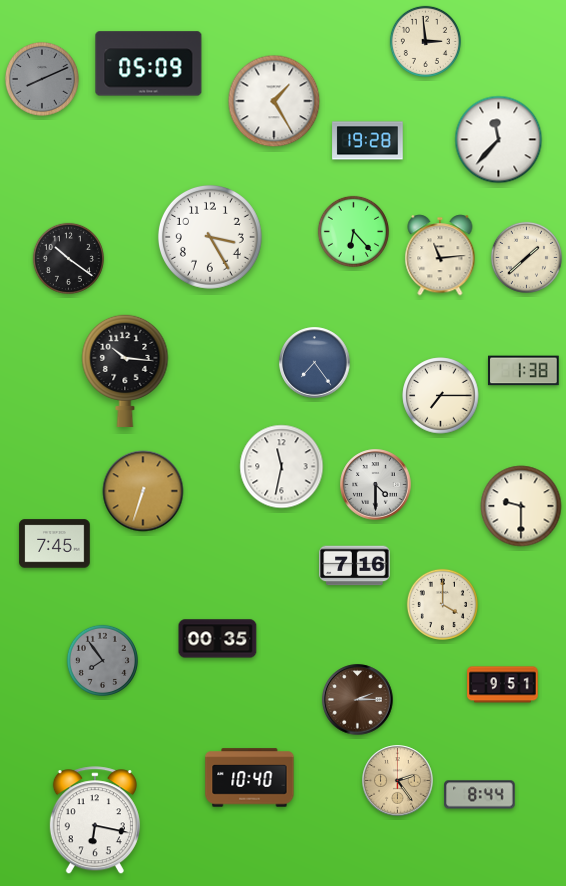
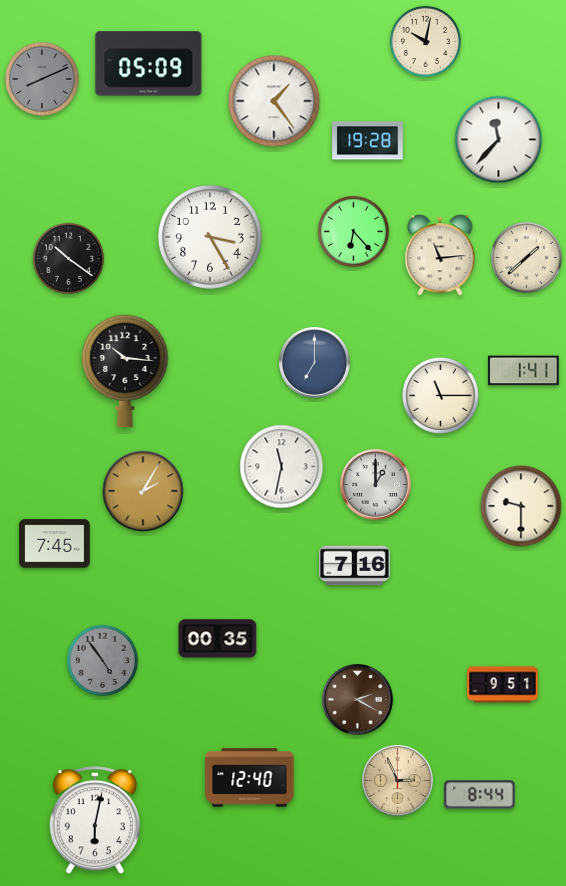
clock at (425, 41): 2:59 -> 10:02
clock at (274, 101): 1:25 -> 1:24
clock at (315, 363): 7:24 -> 7:00
clock at (524, 371): 1:38 -> 1:41
clock at (441, 396): 7:15 -> 11:15
clock at (376, 485): 4:30 -> 1:00
clock at (143, 491): 6:33 -> 2:05
clock at (442, 604): 4:00 -> none
clock at (102, 660): 7:54 -> 4:54
clock at (358, 700): 2:15 -> 2:20
clock at (250, 778): 10:40 -> 12:40
clock at (398, 781): 2:24 -> 2:56
clock at (95, 821): 6:17 -> 6:02
